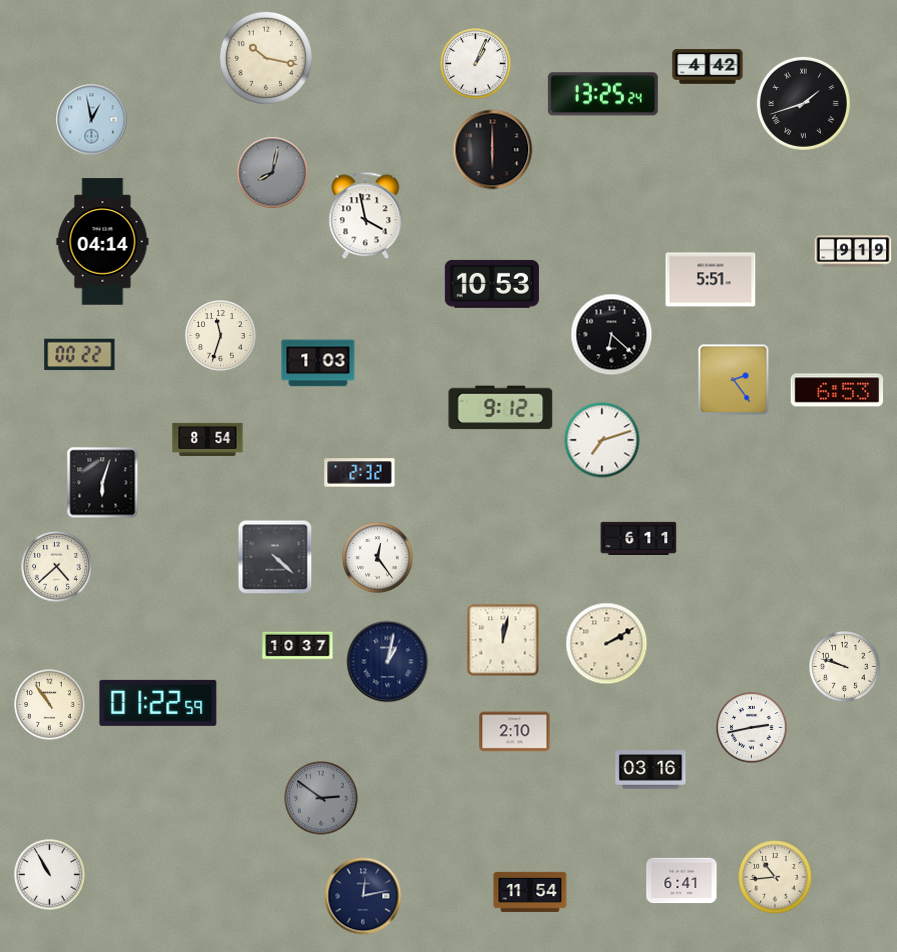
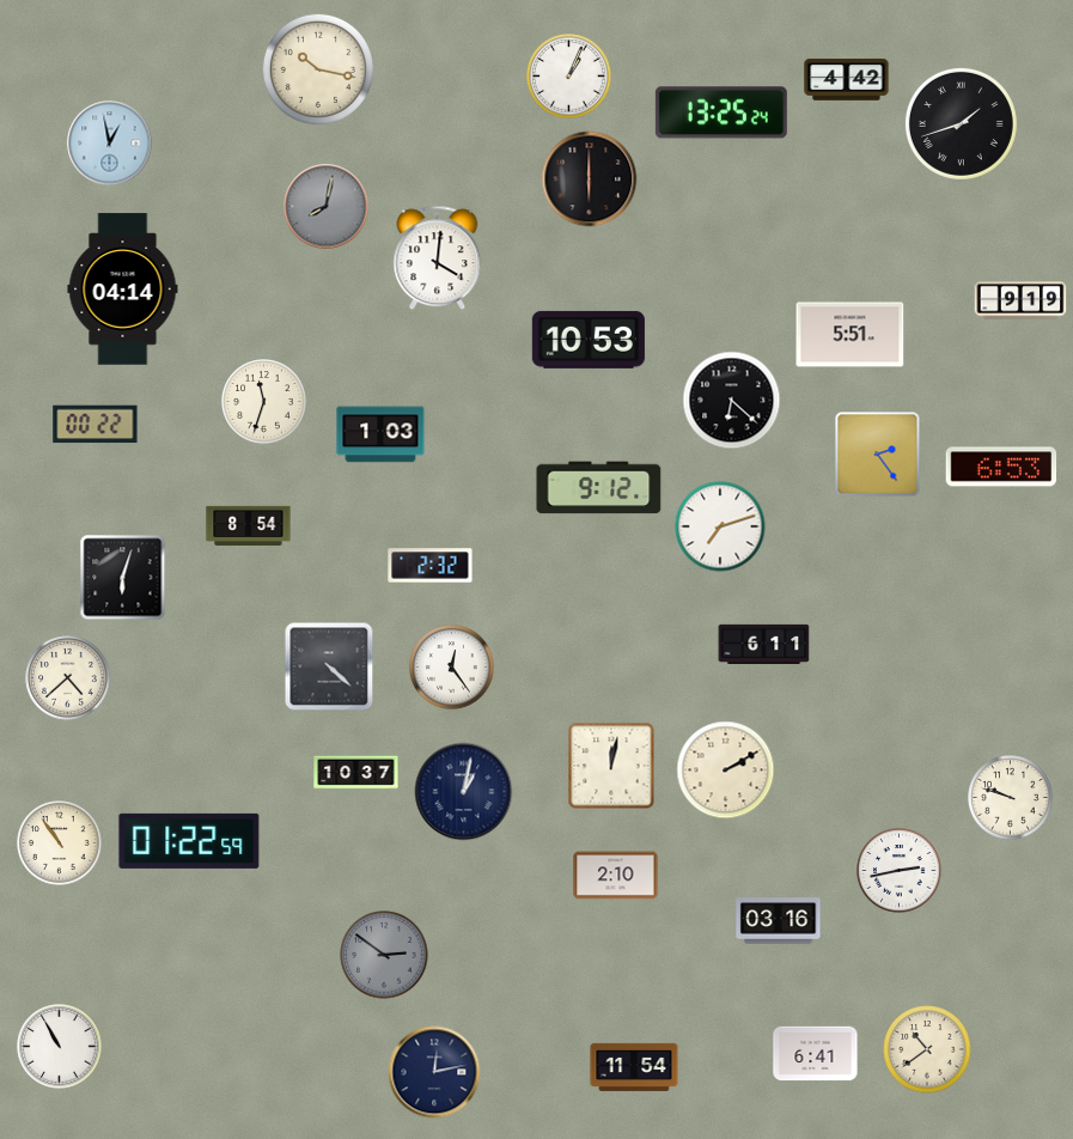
clock at (366, 216): 3:58 -> 4:01
clock at (503, 640) position: (503, 640) -> (611, 766)
clock at (775, 877): 10:44 -> 10:39
